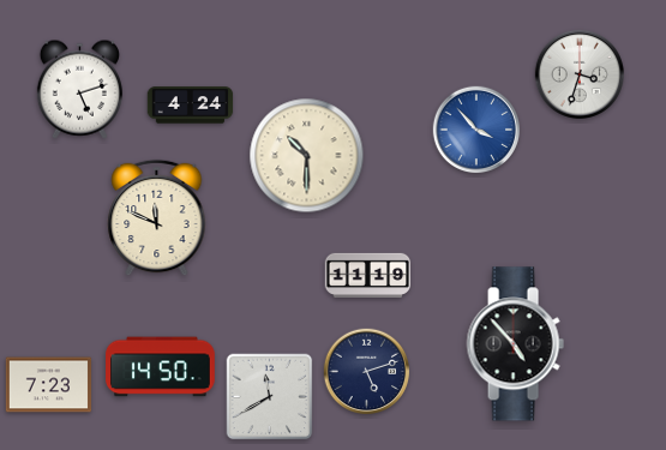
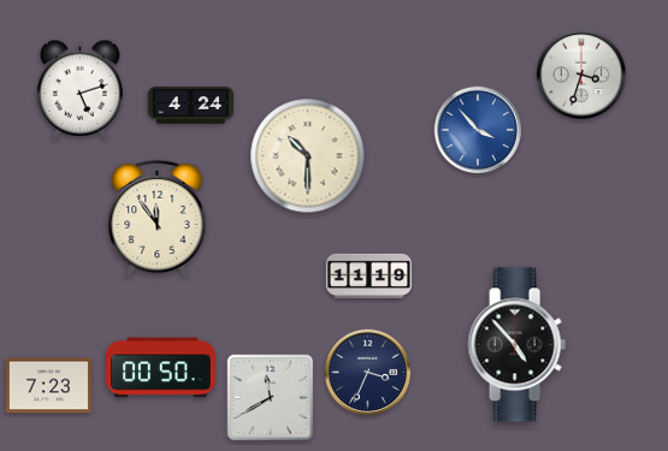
clock at (157, 218): 11:49 -> 11:54
clock at (161, 367): 14:50 -> 00:50
clock at (367, 372): 5:12 -> 3:34
